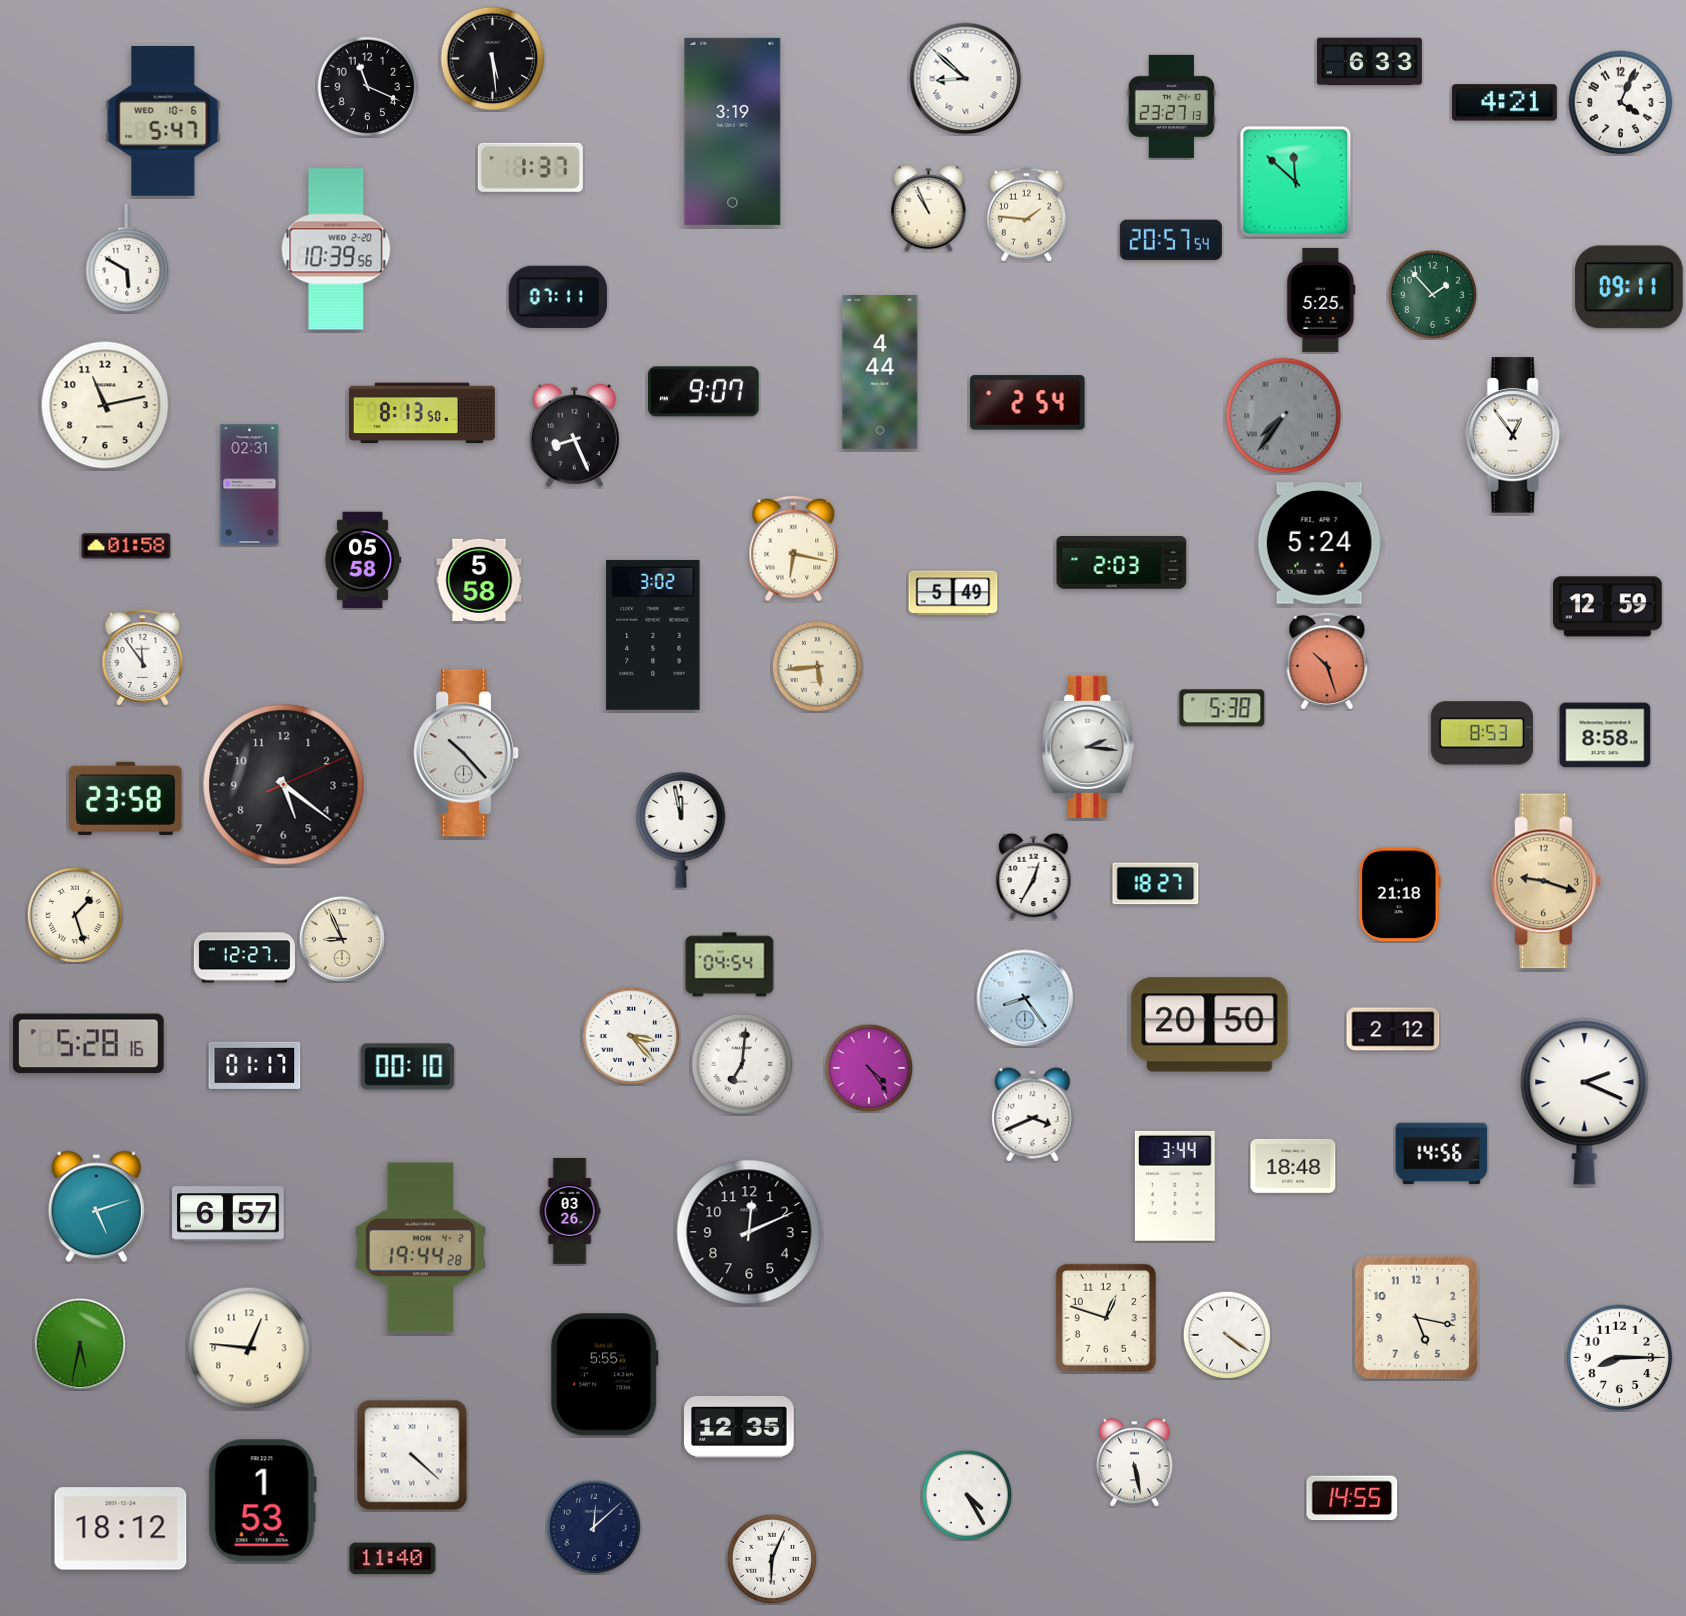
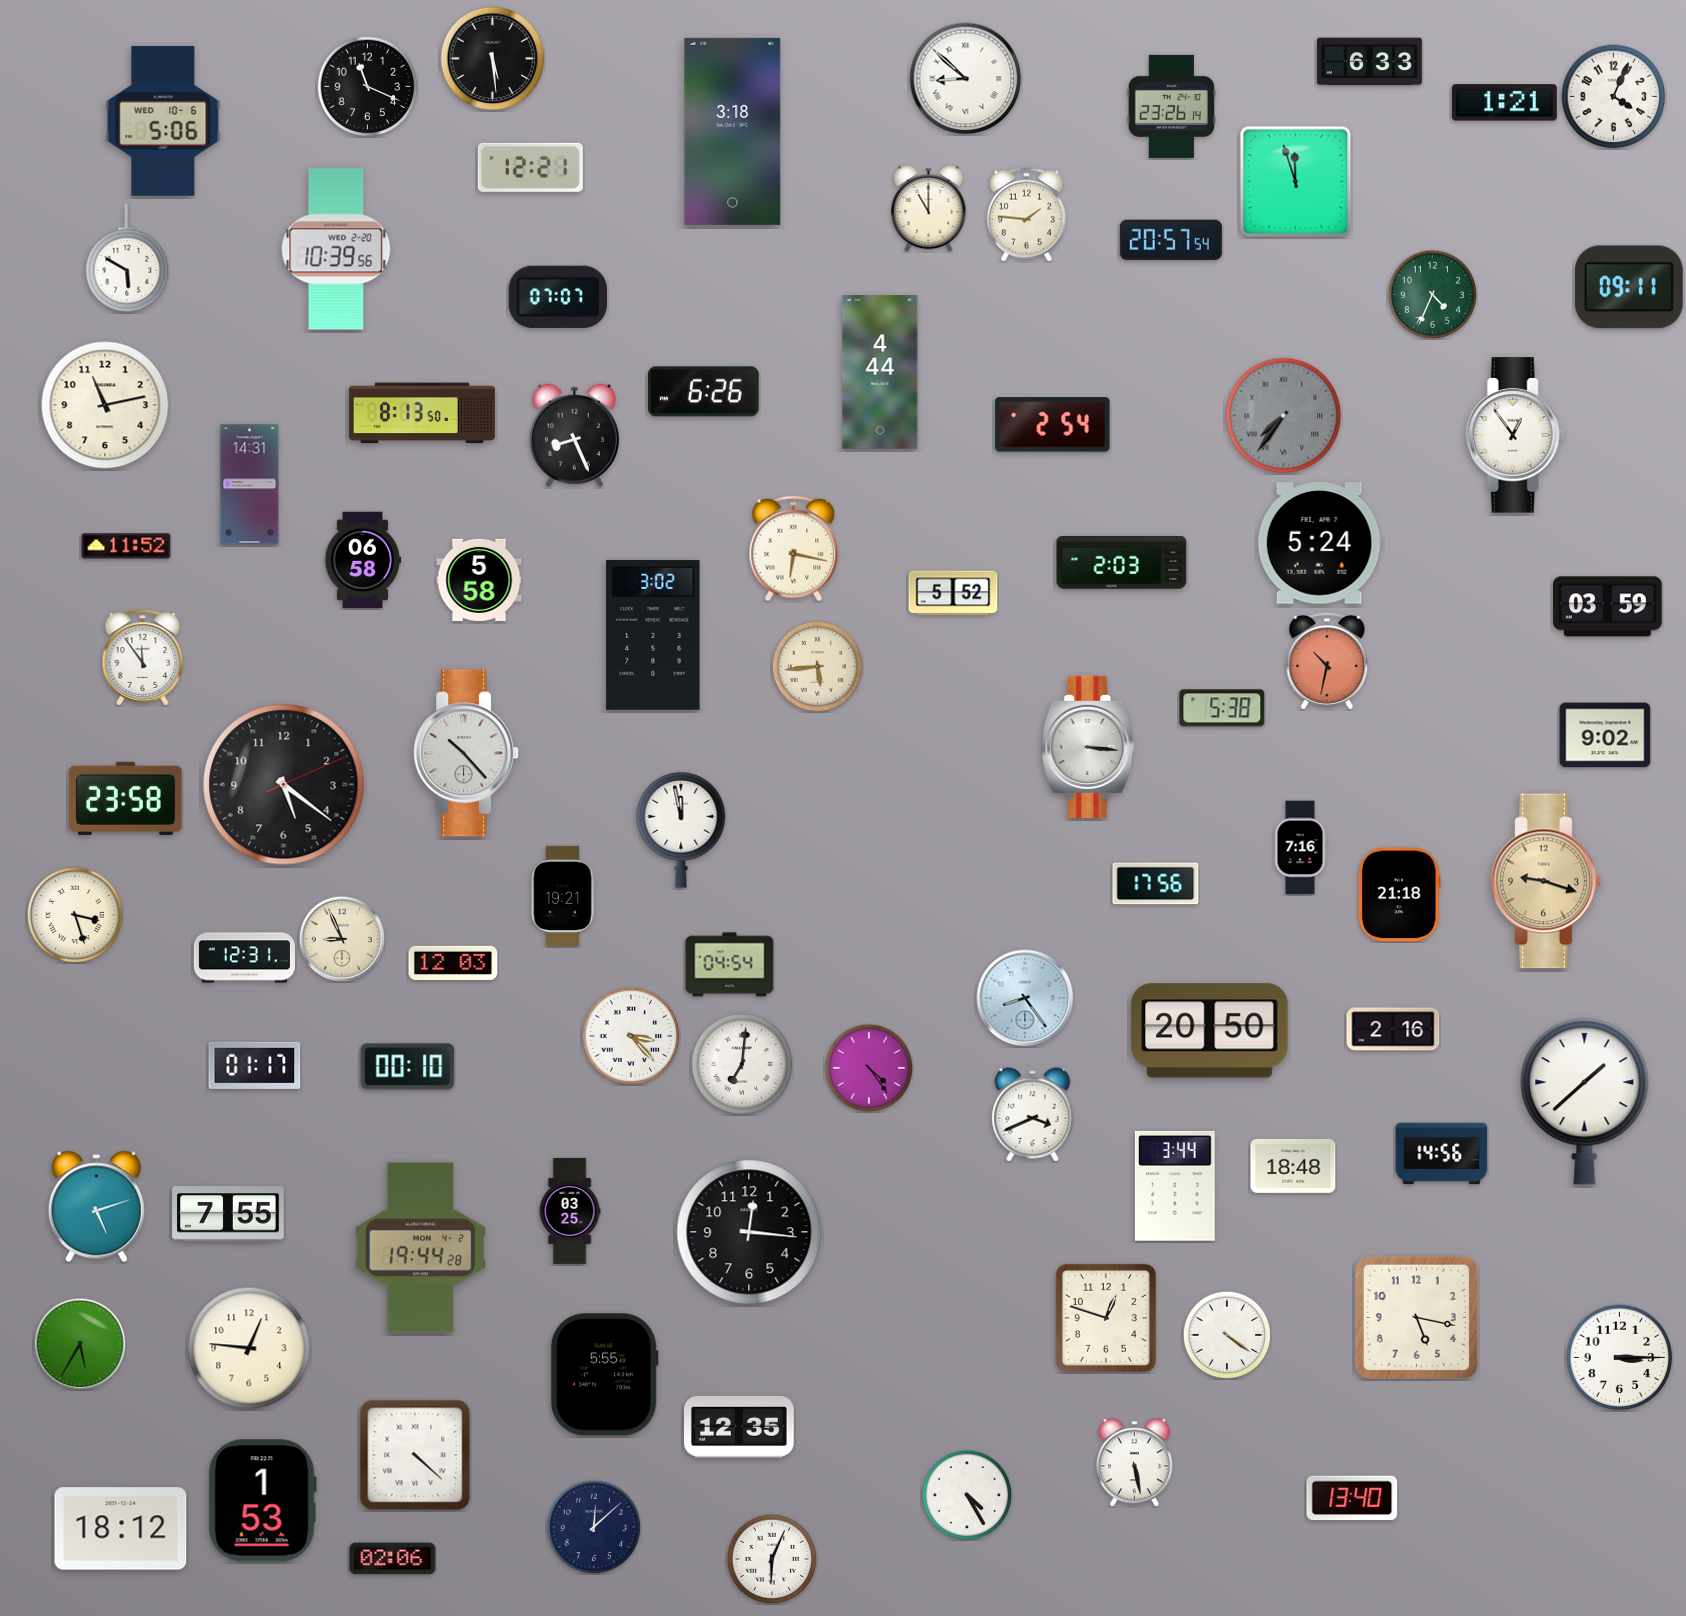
clock at (1504, 103): 4:21 -> 1:21
clock at (1621, 103) position: (1621, 103) -> (1614, 97)
clock at (1172, 106): 23:27 -> 23:26
clock at (163, 121): 5:47 -> 5:06
clock at (733, 131): 3:19 -> 3:18
clock at (530, 167): 1:37 -> 12:21
clock at (1296, 182): 11:52 -> 11:57
clock at (929, 208): 10:56 -> 11:00
clock at (1432, 294): 1:53 -> 4:34
clock at (558, 297): 07:11 -> 07:07
clock at (1321, 300): 5:25 -> none
clock at (704, 392): 9:07 -> 6:26
clock at (1028, 403) position: (1028, 403) -> (1053, 425)
clock at (250, 485): 02:31 -> 14:31
clock at (126, 546): 01:58 -> 11:52
clock at (363, 560): 05:58 -> 06:58
clock at (953, 593): 5:49 -> 5:52
clock at (1607, 607): 12:59 -> 03:59
clock at (1327, 661): 10:27 -> 10:32
clock at (1482, 733): 8:53 -> none
clock at (1605, 735): 8:58 -> 9:02
clock at (1088, 747): 2:16 -> 3:16
clock at (1300, 848): none -> 7:16
clock at (1034, 876): 12:35 -> none
clock at (1156, 884): 18:27 -> 17:56
clock at (563, 895): none -> 19:21
clock at (75, 915): 1:27 -> 3:27
clock at (244, 958): 12:27 -> 12:31
clock at (453, 963): none -> 12:03
clock at (1210, 1025) position: (1210, 1025) -> (1210, 1031)
clock at (1393, 1029): 2:12 -> 2:16
clock at (88, 1044): 5:28 -> none
clock at (1585, 1102): 2:19 -> 1:38
clock at (570, 1211): 03:26 -> 03:25
clock at (228, 1214): 6:57 -> 7:55
clock at (749, 1232): 12:11 -> 12:16
clock at (80, 1344): 5:32 -> 5:35
clock at (1620, 1358): 8:15 -> 3:15
clock at (412, 1455) position: (412, 1455) -> (415, 1455)
clock at (1352, 1498): 14:55 -> 13:40
clock at (393, 1559): 11:40 -> 02:06
